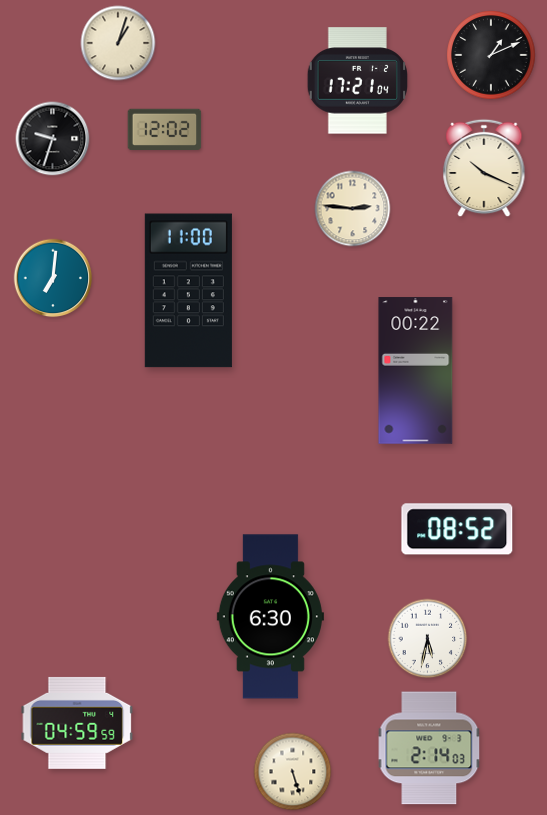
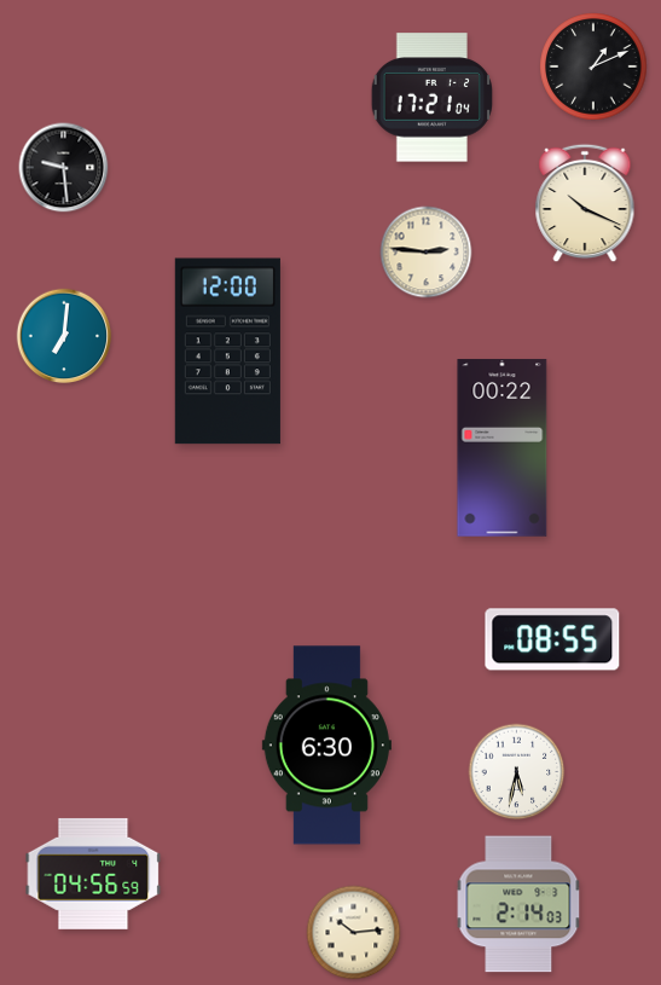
clock at (118, 43): 1:03 -> none
clock at (165, 129): 12:02 -> none
clock at (53, 139): 9:33 -> 9:29
clock at (188, 291): 11:00 -> 12:00
clock at (457, 529): 08:52 -> 08:55
clock at (77, 723): 04:59 -> 04:56
clock at (293, 772): 5:27 -> 10:14
